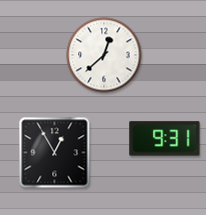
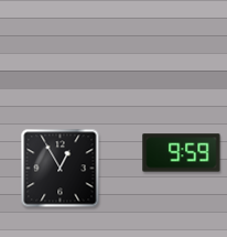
clock at (104, 55): 12:38 -> none
clock at (165, 139): 9:31 -> 9:59
